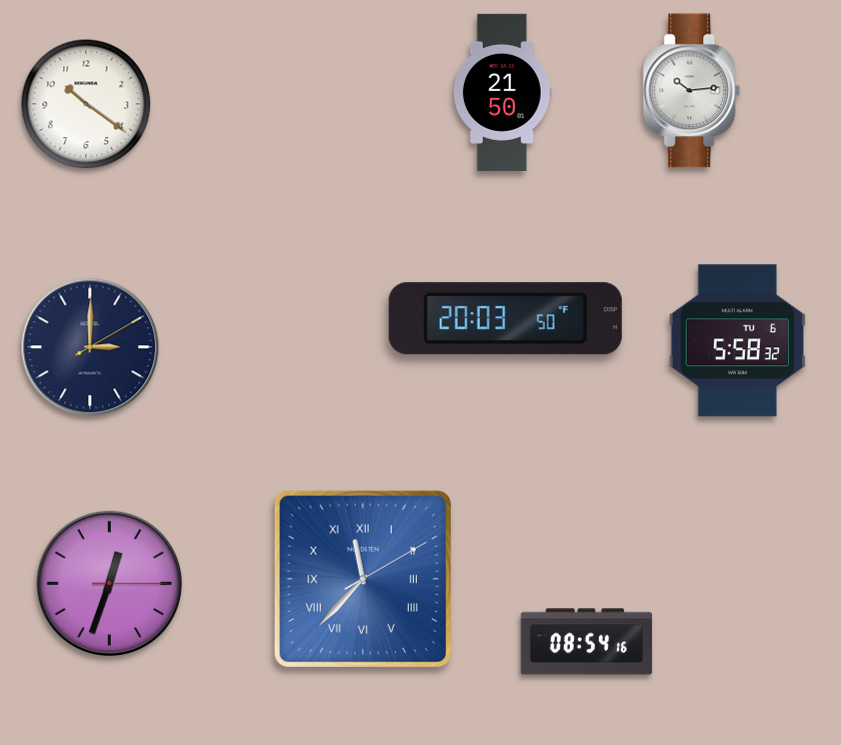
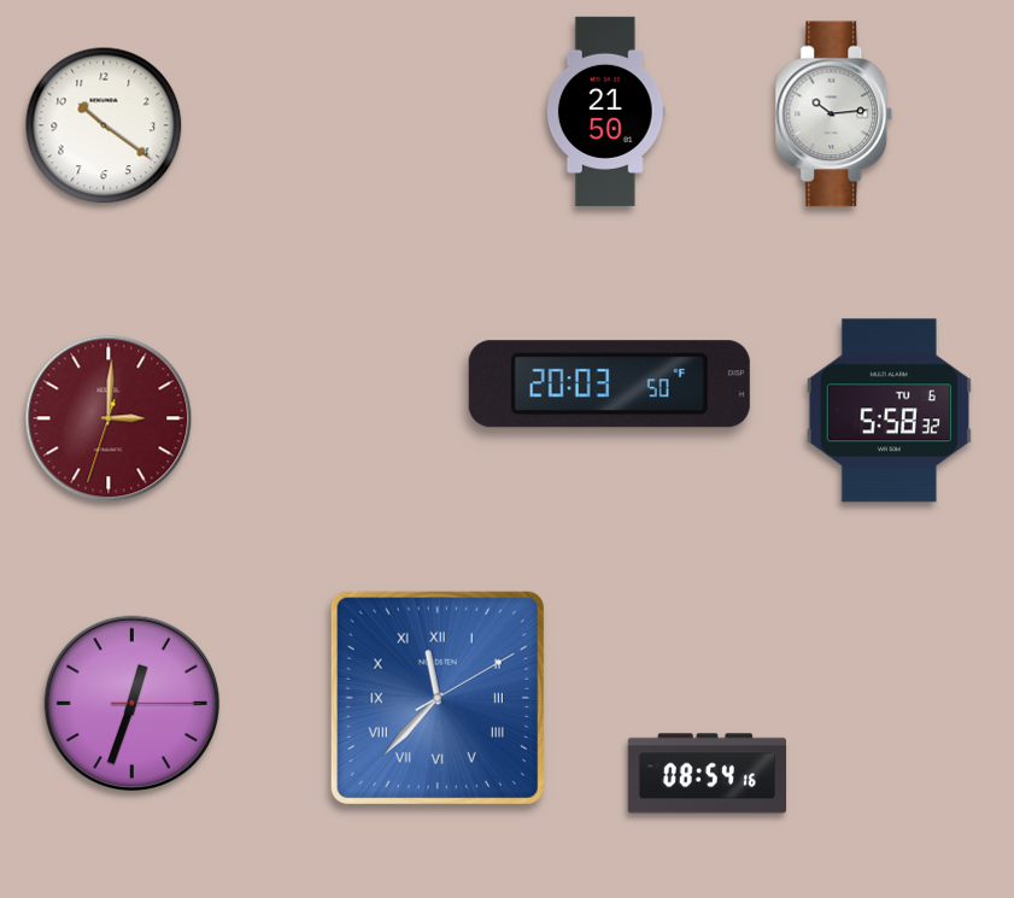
clock at (692, 91) position: (692, 91) -> (834, 115)
clock at (90, 347): 3:00:10 -> 3:00:33
clock at (90, 347) dial: navy -> burgundy
